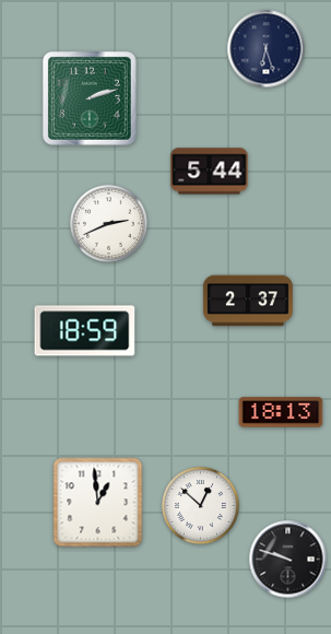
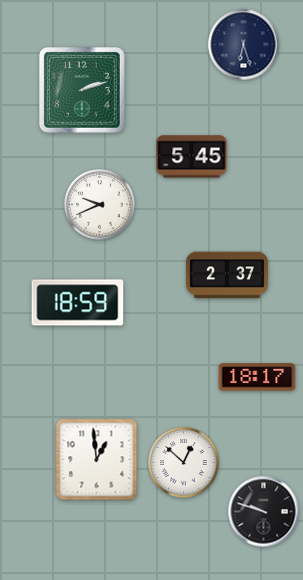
clock at (210, 172): 5:44 -> 5:45
clock at (109, 224): 2:41 -> 9:41
clock at (281, 412): 18:13 -> 18:17
clock at (98, 503) position: (98, 503) -> (97, 460)
